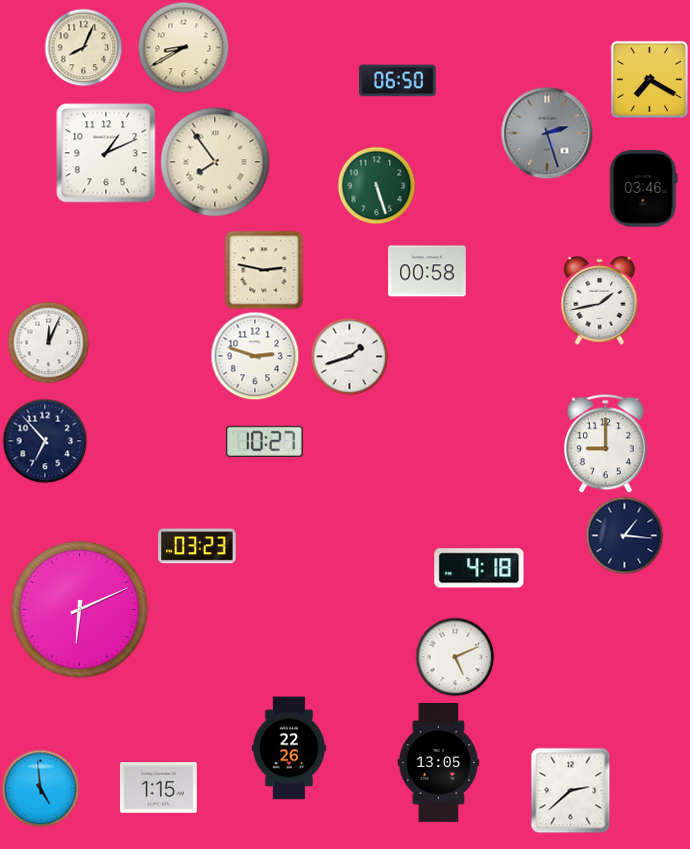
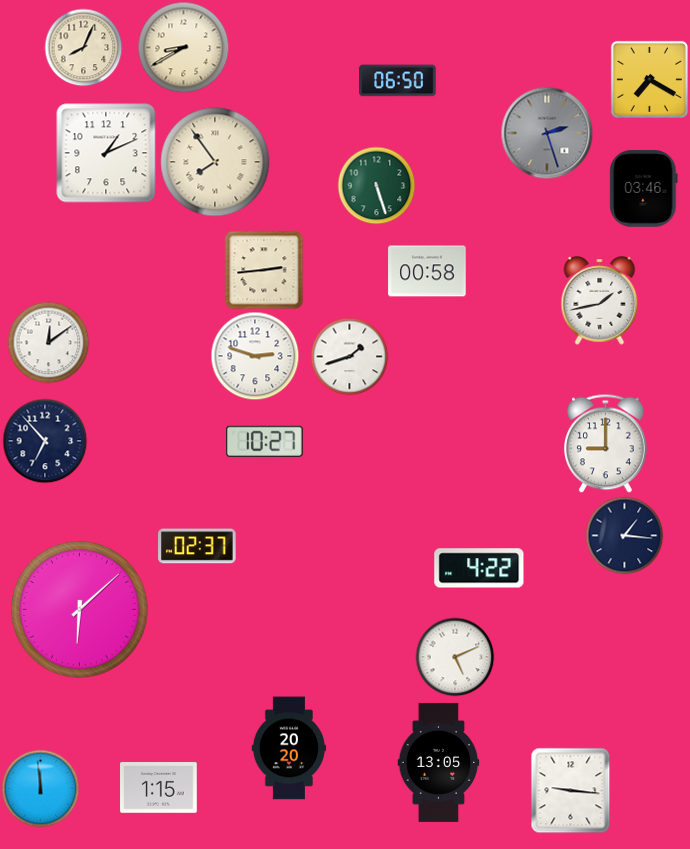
clock at (264, 270): 2:47 -> 2:44
clock at (48, 342): 12:04 -> 12:09
clock at (197, 546): 03:23 -> 02:37
clock at (479, 568): 4:18 -> 4:22
clock at (80, 610): 6:11 -> 6:08
clock at (289, 748): 22:26 -> 20:20
clock at (40, 788): 4:59 -> 11:59
clock at (571, 790): 2:38 -> 9:16
